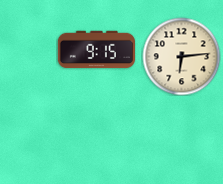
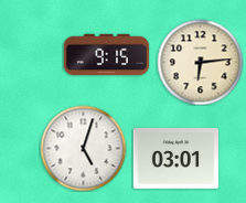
clock at (83, 148): none -> 5:03
clock at (175, 158): none -> 03:01
